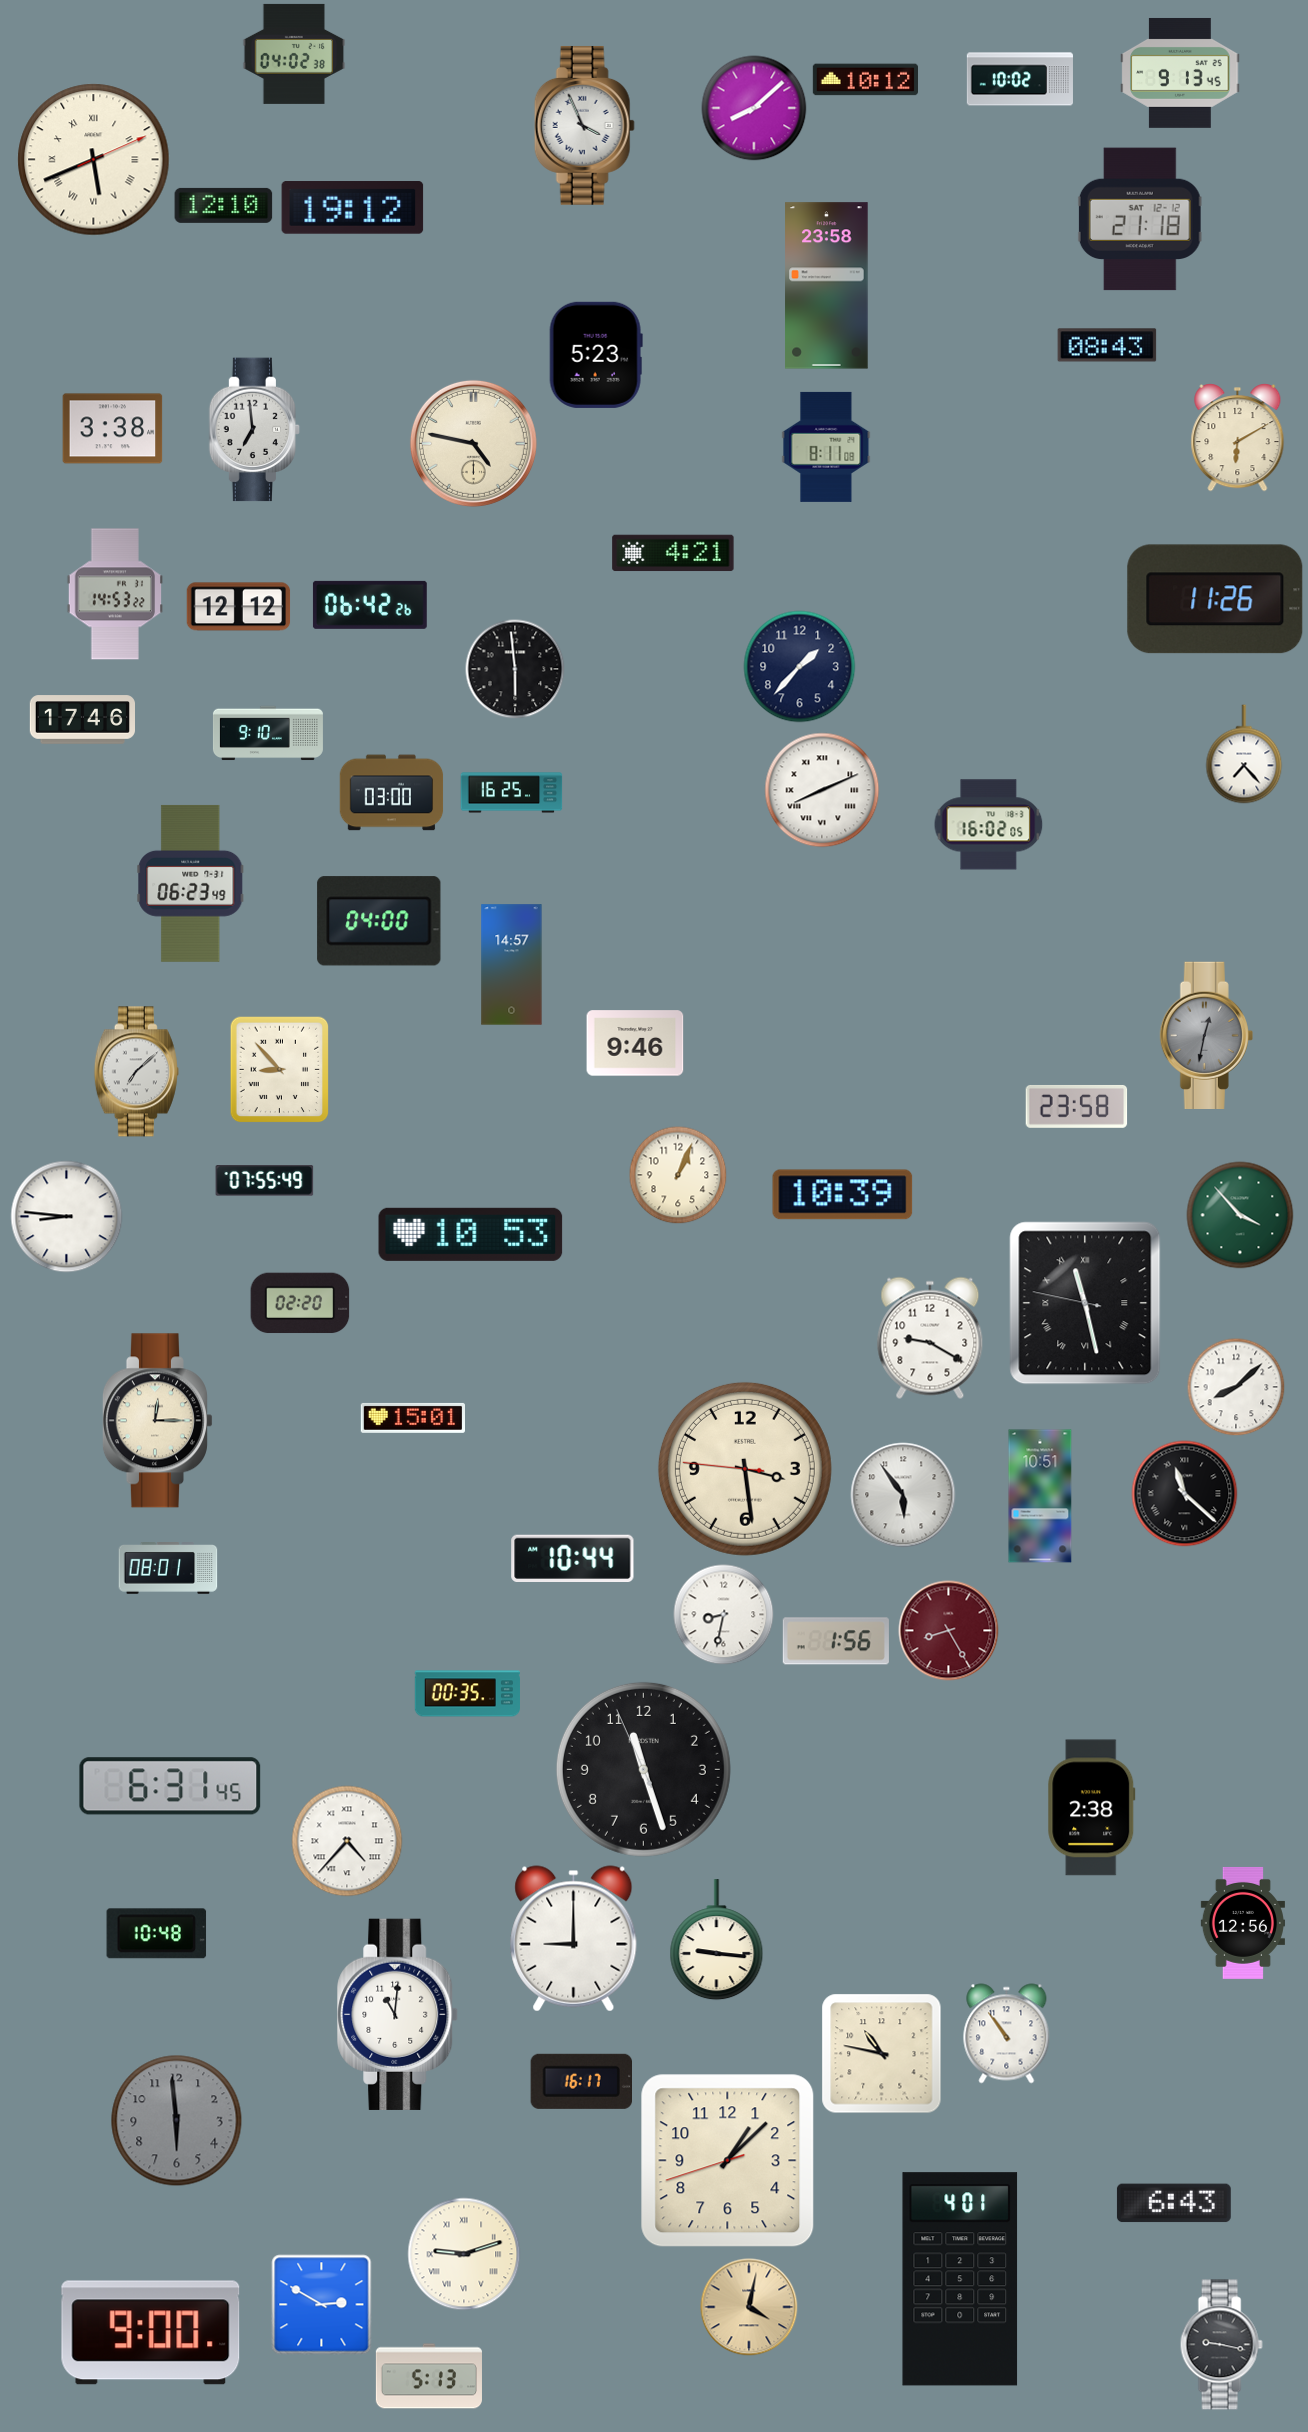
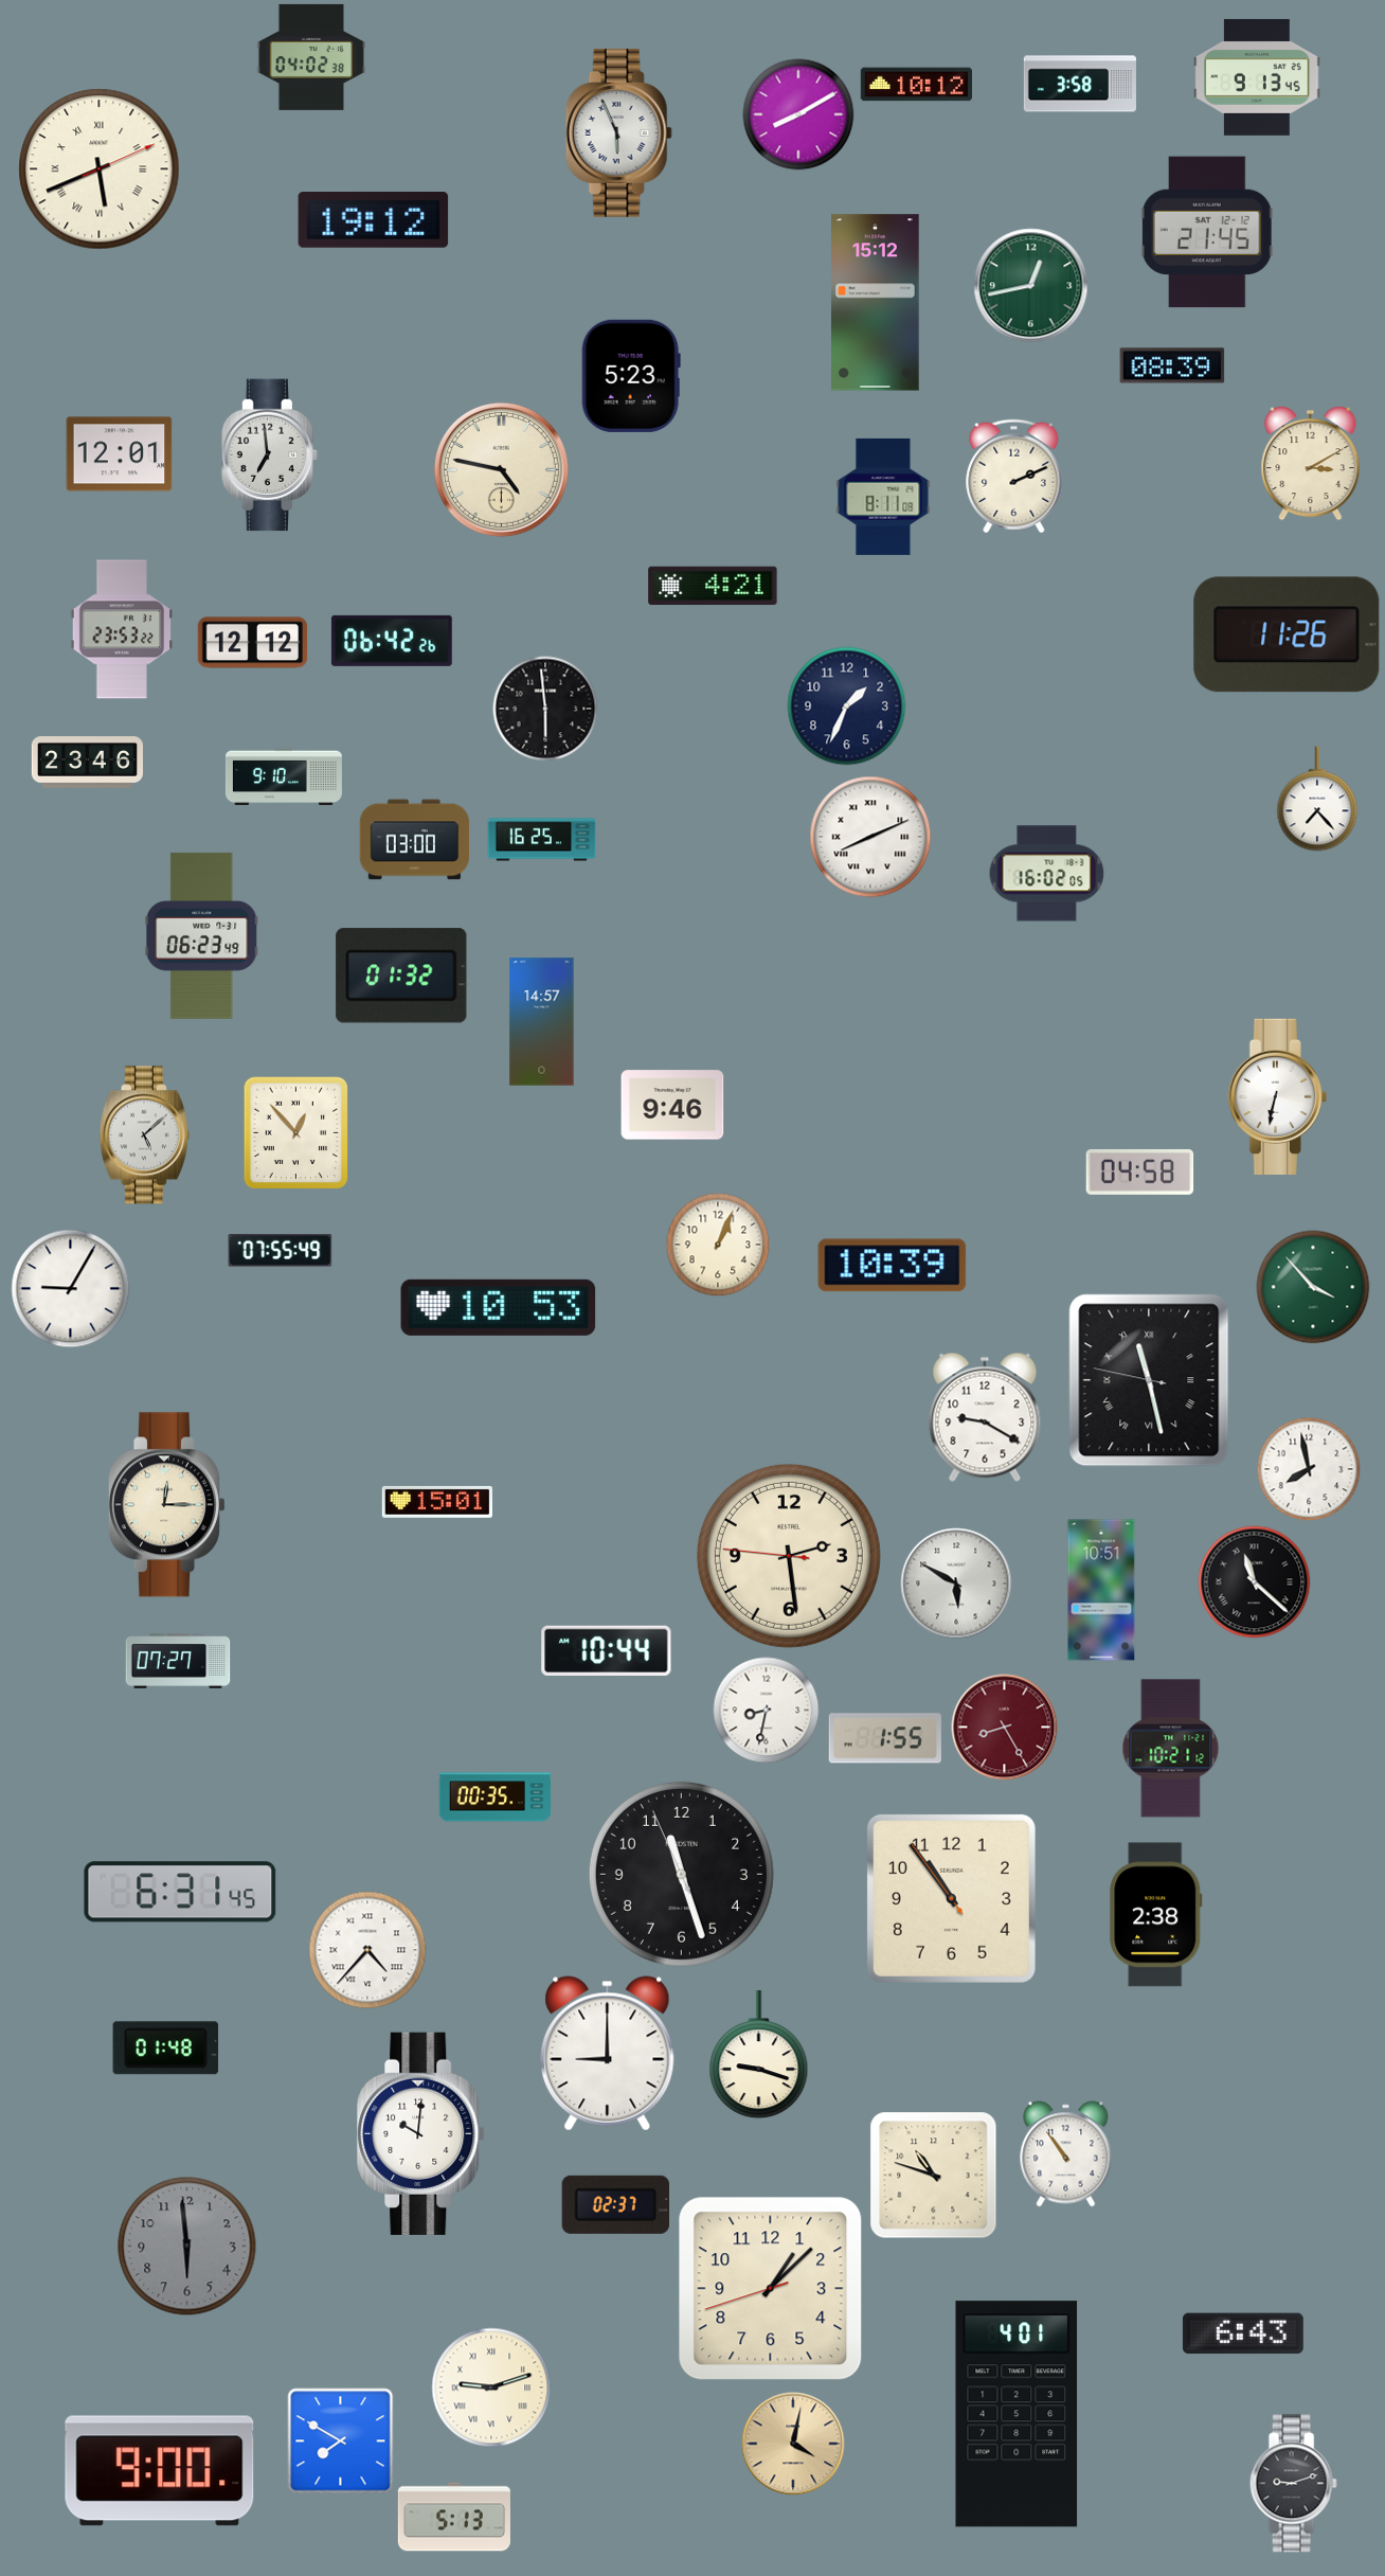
clock at (1180, 73) position: (1180, 73) -> (1257, 77)
clock at (1020, 79): 10:02 -> 3:58
clock at (754, 108): 8:08 -> 8:10
clock at (584, 125): 3:56 -> 5:56
clock at (224, 205): 12:10 -> none
clock at (1140, 219): 21:18 -> 21:45
clock at (1031, 286): none -> 12:43
clock at (827, 286): 23:58 -> 15:12
clock at (1107, 345): 08:43 -> 08:39
clock at (113, 429): 3:38 -> 12:01
clock at (1238, 438): 6:10 -> 3:10
clock at (826, 447) position: (826, 447) -> (883, 497)
clock at (1014, 477): none -> 2:11
clock at (114, 594): 14:53 -> 23:53
clock at (800, 667): 1:37 -> 1:34
clock at (82, 720): 17:46 -> 23:46
clock at (379, 921): 04:00 -> 01:32
clock at (1206, 1035): 12:32 -> 6:32
clock at (1206, 1035) dial: grey -> white
clock at (280, 1070): 8:53 -> 12:53
clock at (136, 1072): 7:08 -> 5:08
clock at (1077, 1106): 23:58 -> 04:58
clock at (67, 1217): 8:46 -> 9:05
clock at (300, 1303): 02:20 -> none
clock at (1236, 1387): 8:08 -> 7:58
clock at (745, 1469): 3:28 -> 2:28
clock at (903, 1495): 5:54 -> 5:50
clock at (1040, 1496) position: (1040, 1496) -> (1101, 1590)
clock at (168, 1569): 08:01 -> 07:27
clock at (836, 1641): 1:56 -> 1:55
clock at (1171, 1749): none -> 10:21
clock at (467, 1694) position: (467, 1694) -> (494, 1797)
clock at (951, 1898): none -> 10:53
clock at (1243, 1923): 12:56 -> none
clock at (157, 1934): 10:48 -> 01:48
clock at (717, 1940): 9:16 -> 9:18
clock at (398, 2014): 11:01 -> 10:01
clock at (882, 2054): 10:47 -> 10:48
clock at (581, 2081): 16:17 -> 02:37
clock at (322, 2305): 2:50 -> 7:50
clock at (1221, 2345): 9:17 -> 9:12
